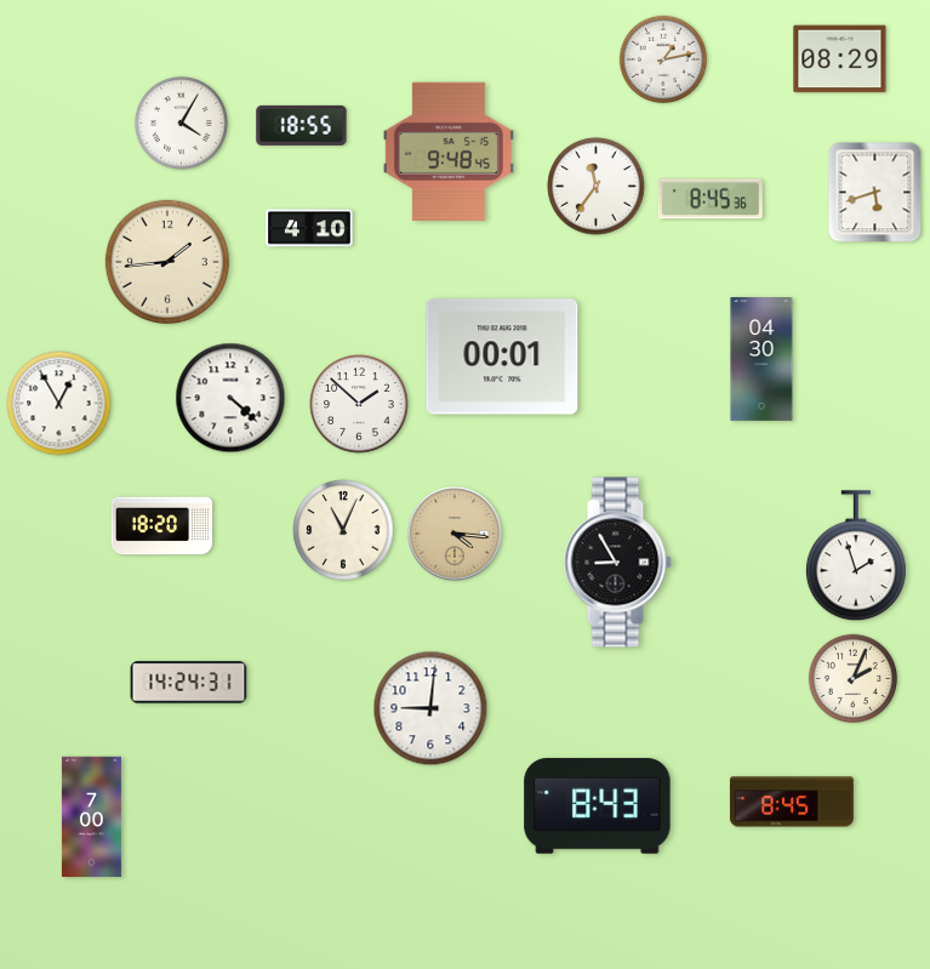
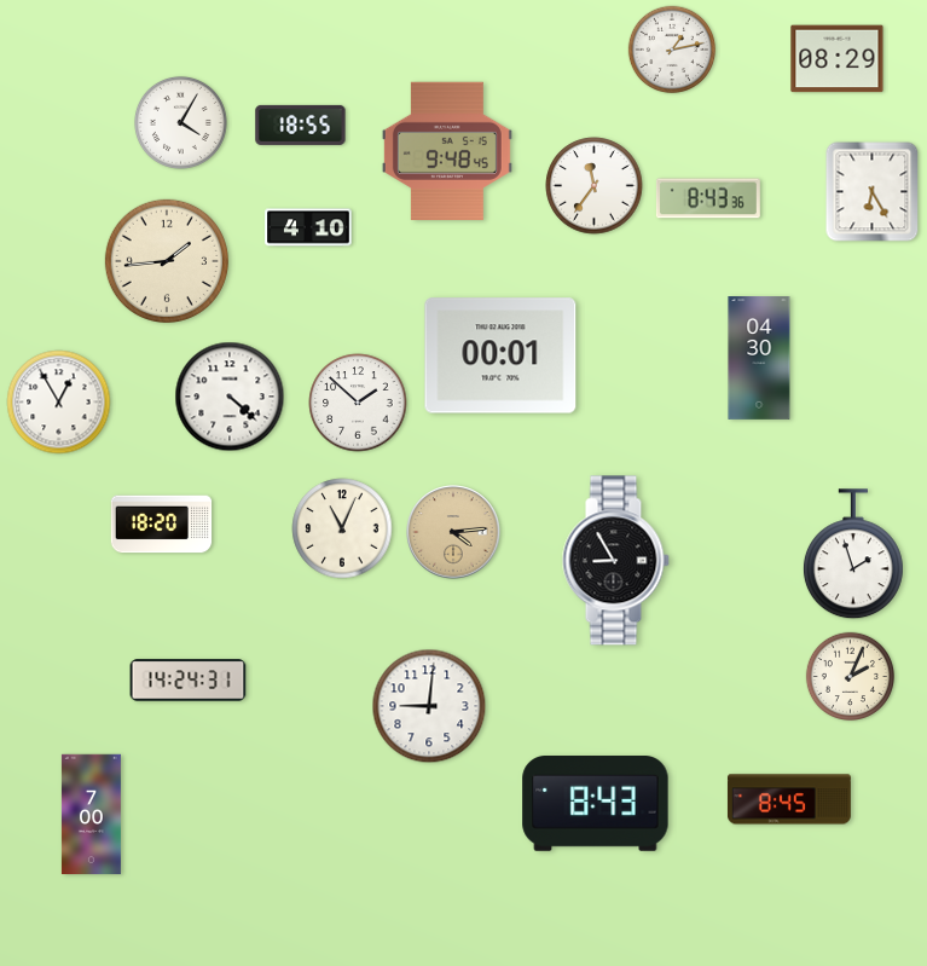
clock at (663, 59) position: (663, 59) -> (672, 50)
clock at (875, 193): 5:42 -> 6:25
clock at (711, 199): 8:45 -> 8:43
clock at (455, 534): 4:16 -> 4:14
